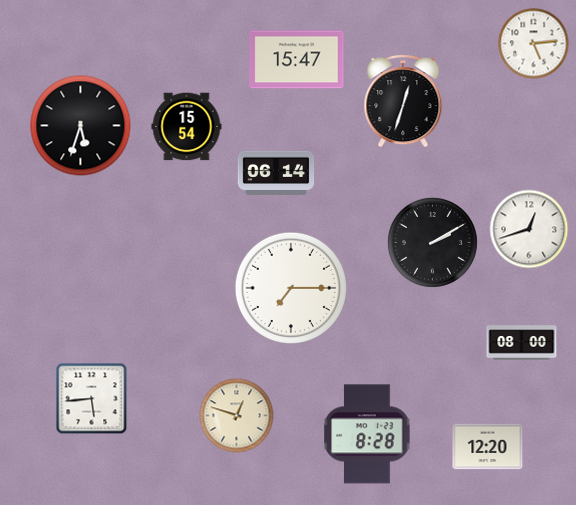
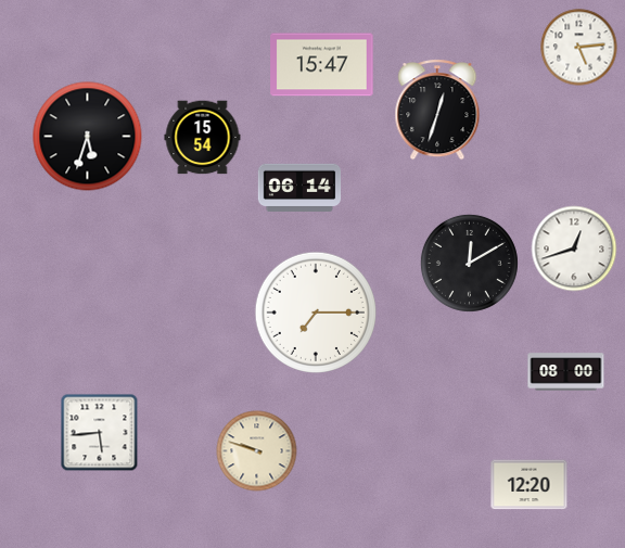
clock at (432, 242): 2:10 -> 12:10
clock at (237, 416): 12:48 -> 9:48
clock at (367, 434): 8:28 -> none
